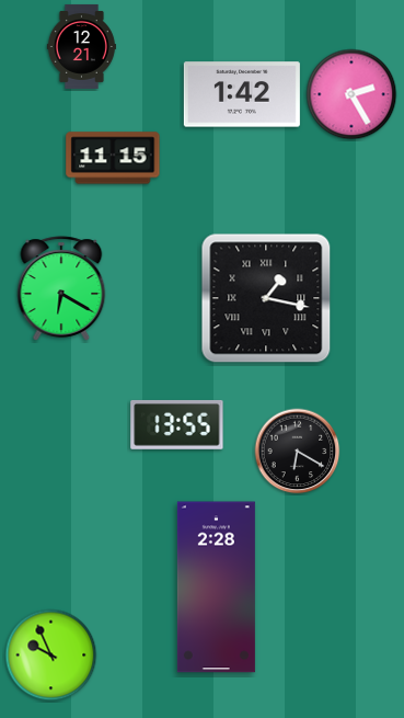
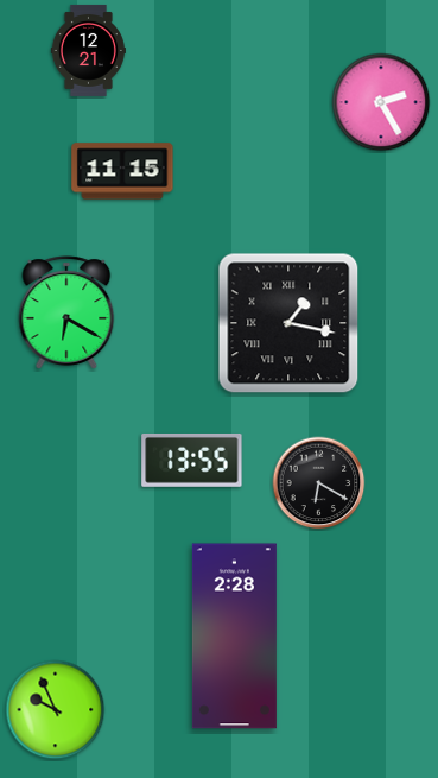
clock at (242, 94): 1:42 -> none
clock at (298, 452) position: (298, 452) -> (319, 483)
